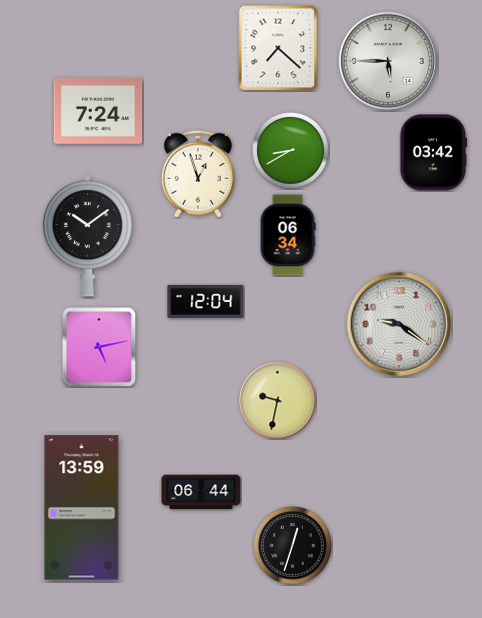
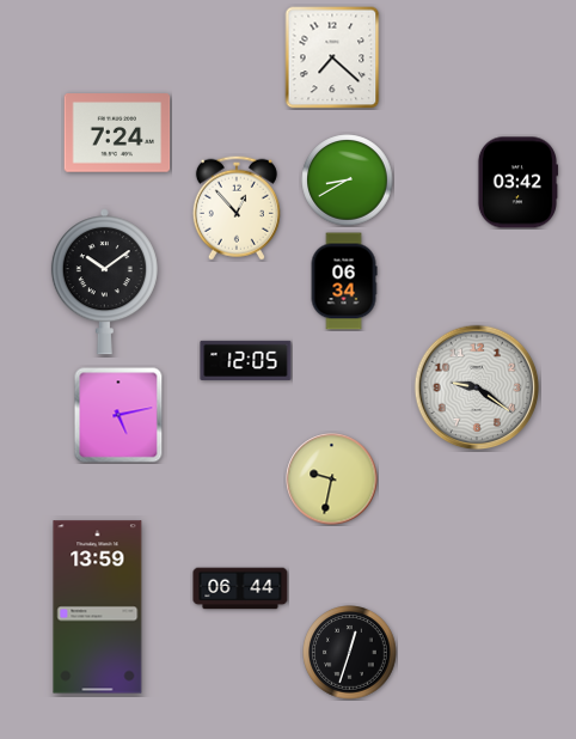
clock at (388, 61): 5:45 -> none
clock at (198, 174): 12:57 -> 12:53
clock at (206, 301): 12:04 -> 12:05
